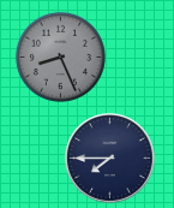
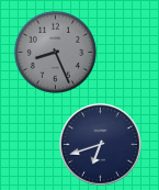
clock at (110, 159): 7:45 -> 6:42
